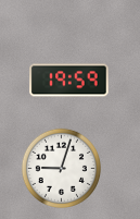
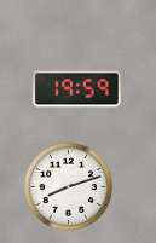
clock at (61, 168): 9:03 -> 8:12
